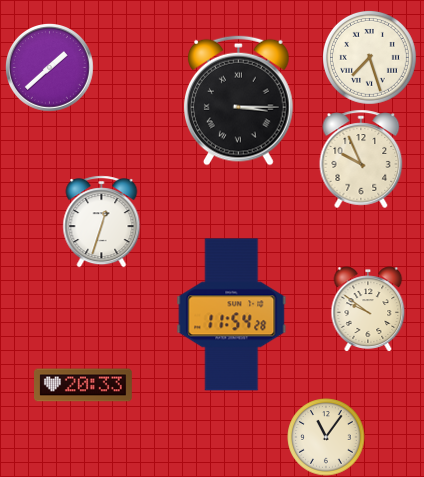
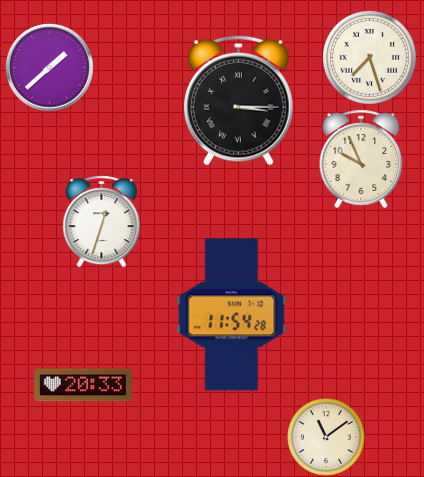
clock at (368, 309): 9:51 -> none
clock at (326, 437): 11:06 -> 11:09
